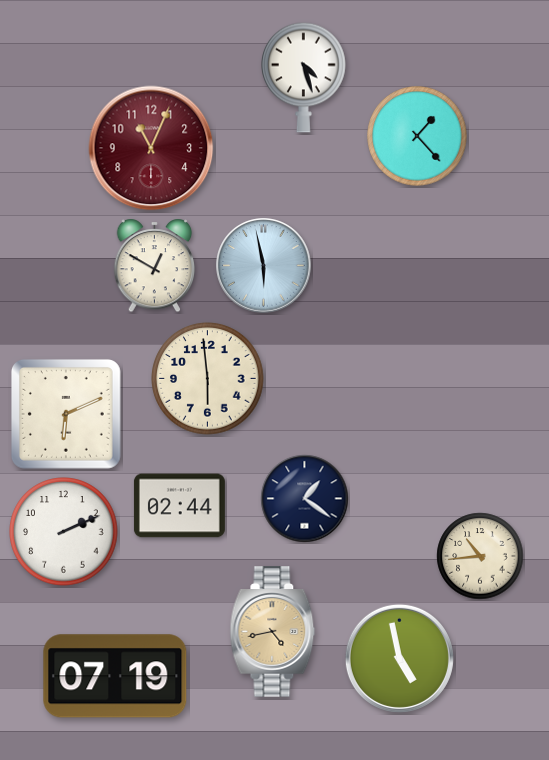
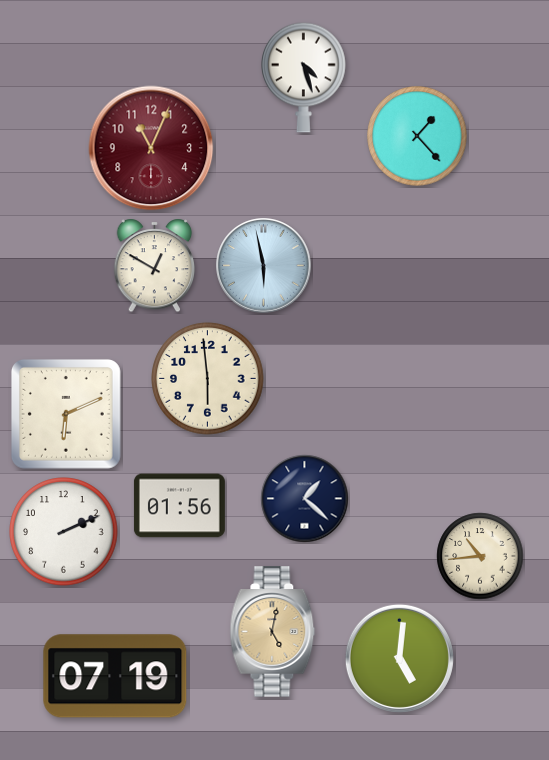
clock at (305, 499): 1:21 -> 1:22
clock at (179, 506): 02:44 -> 01:56
clock at (273, 632): 4:43 -> 5:02
clock at (399, 658): 4:58 -> 5:01
